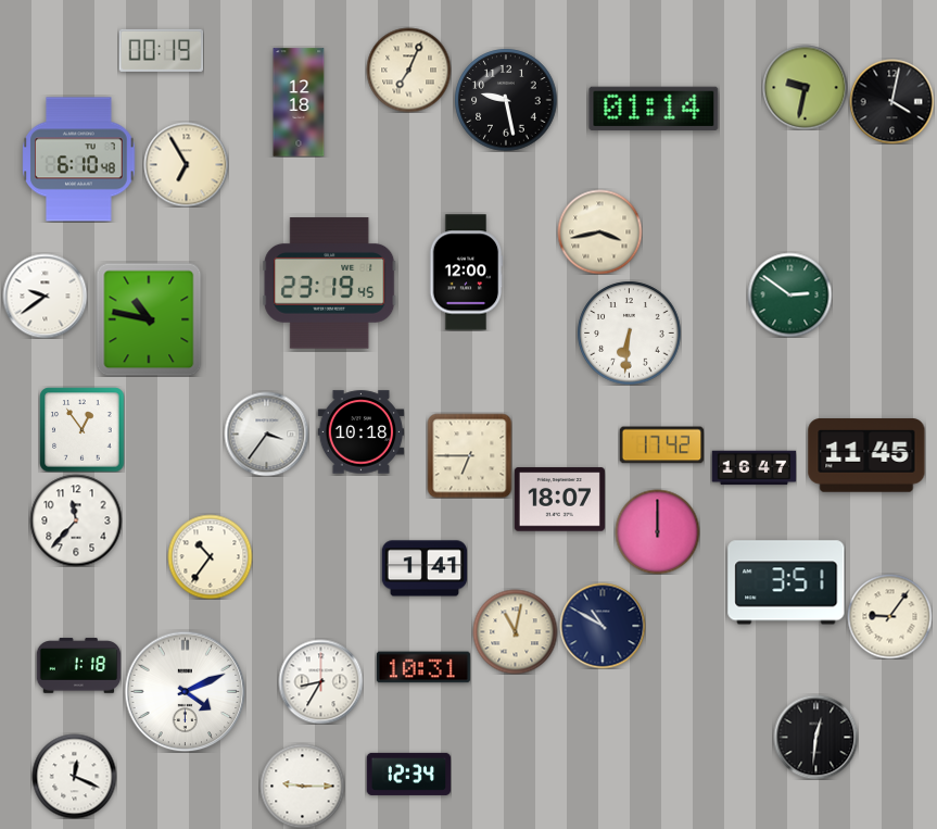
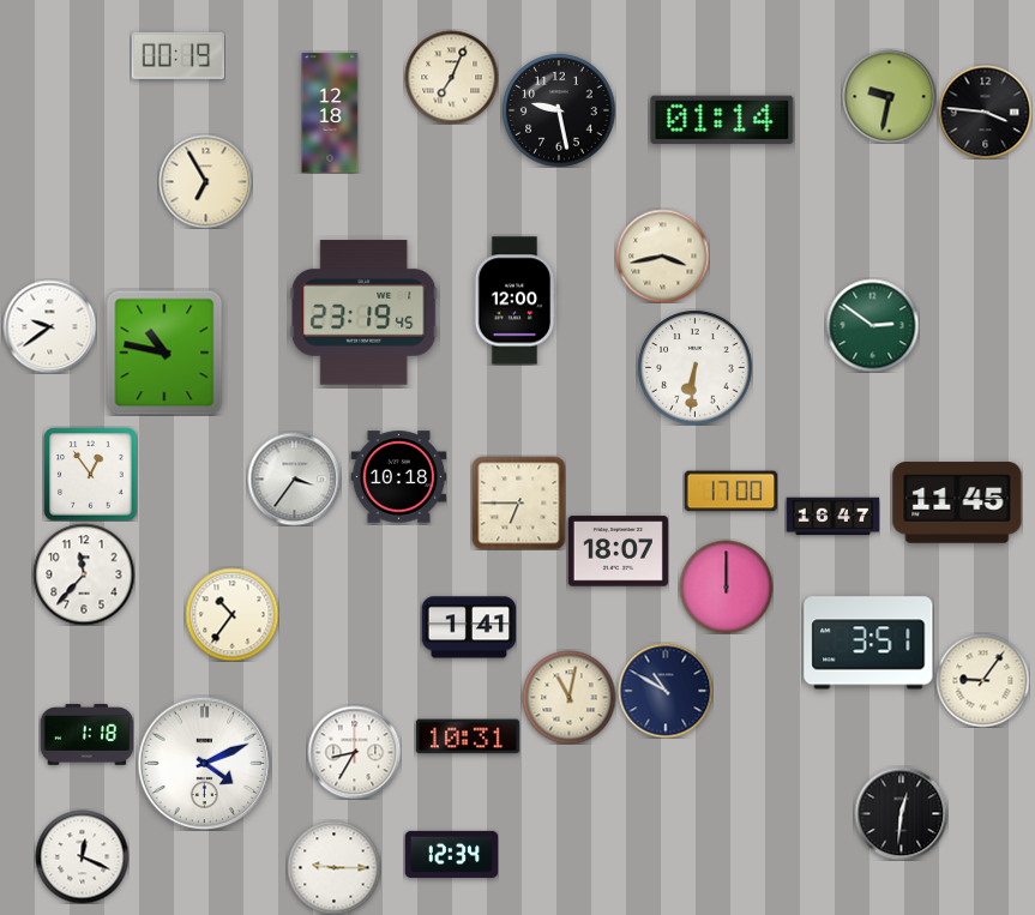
clock at (891, 101): 4:02 -> 3:46
clock at (79, 160): 6:10 -> none
clock at (661, 445): 17:42 -> 17:00
